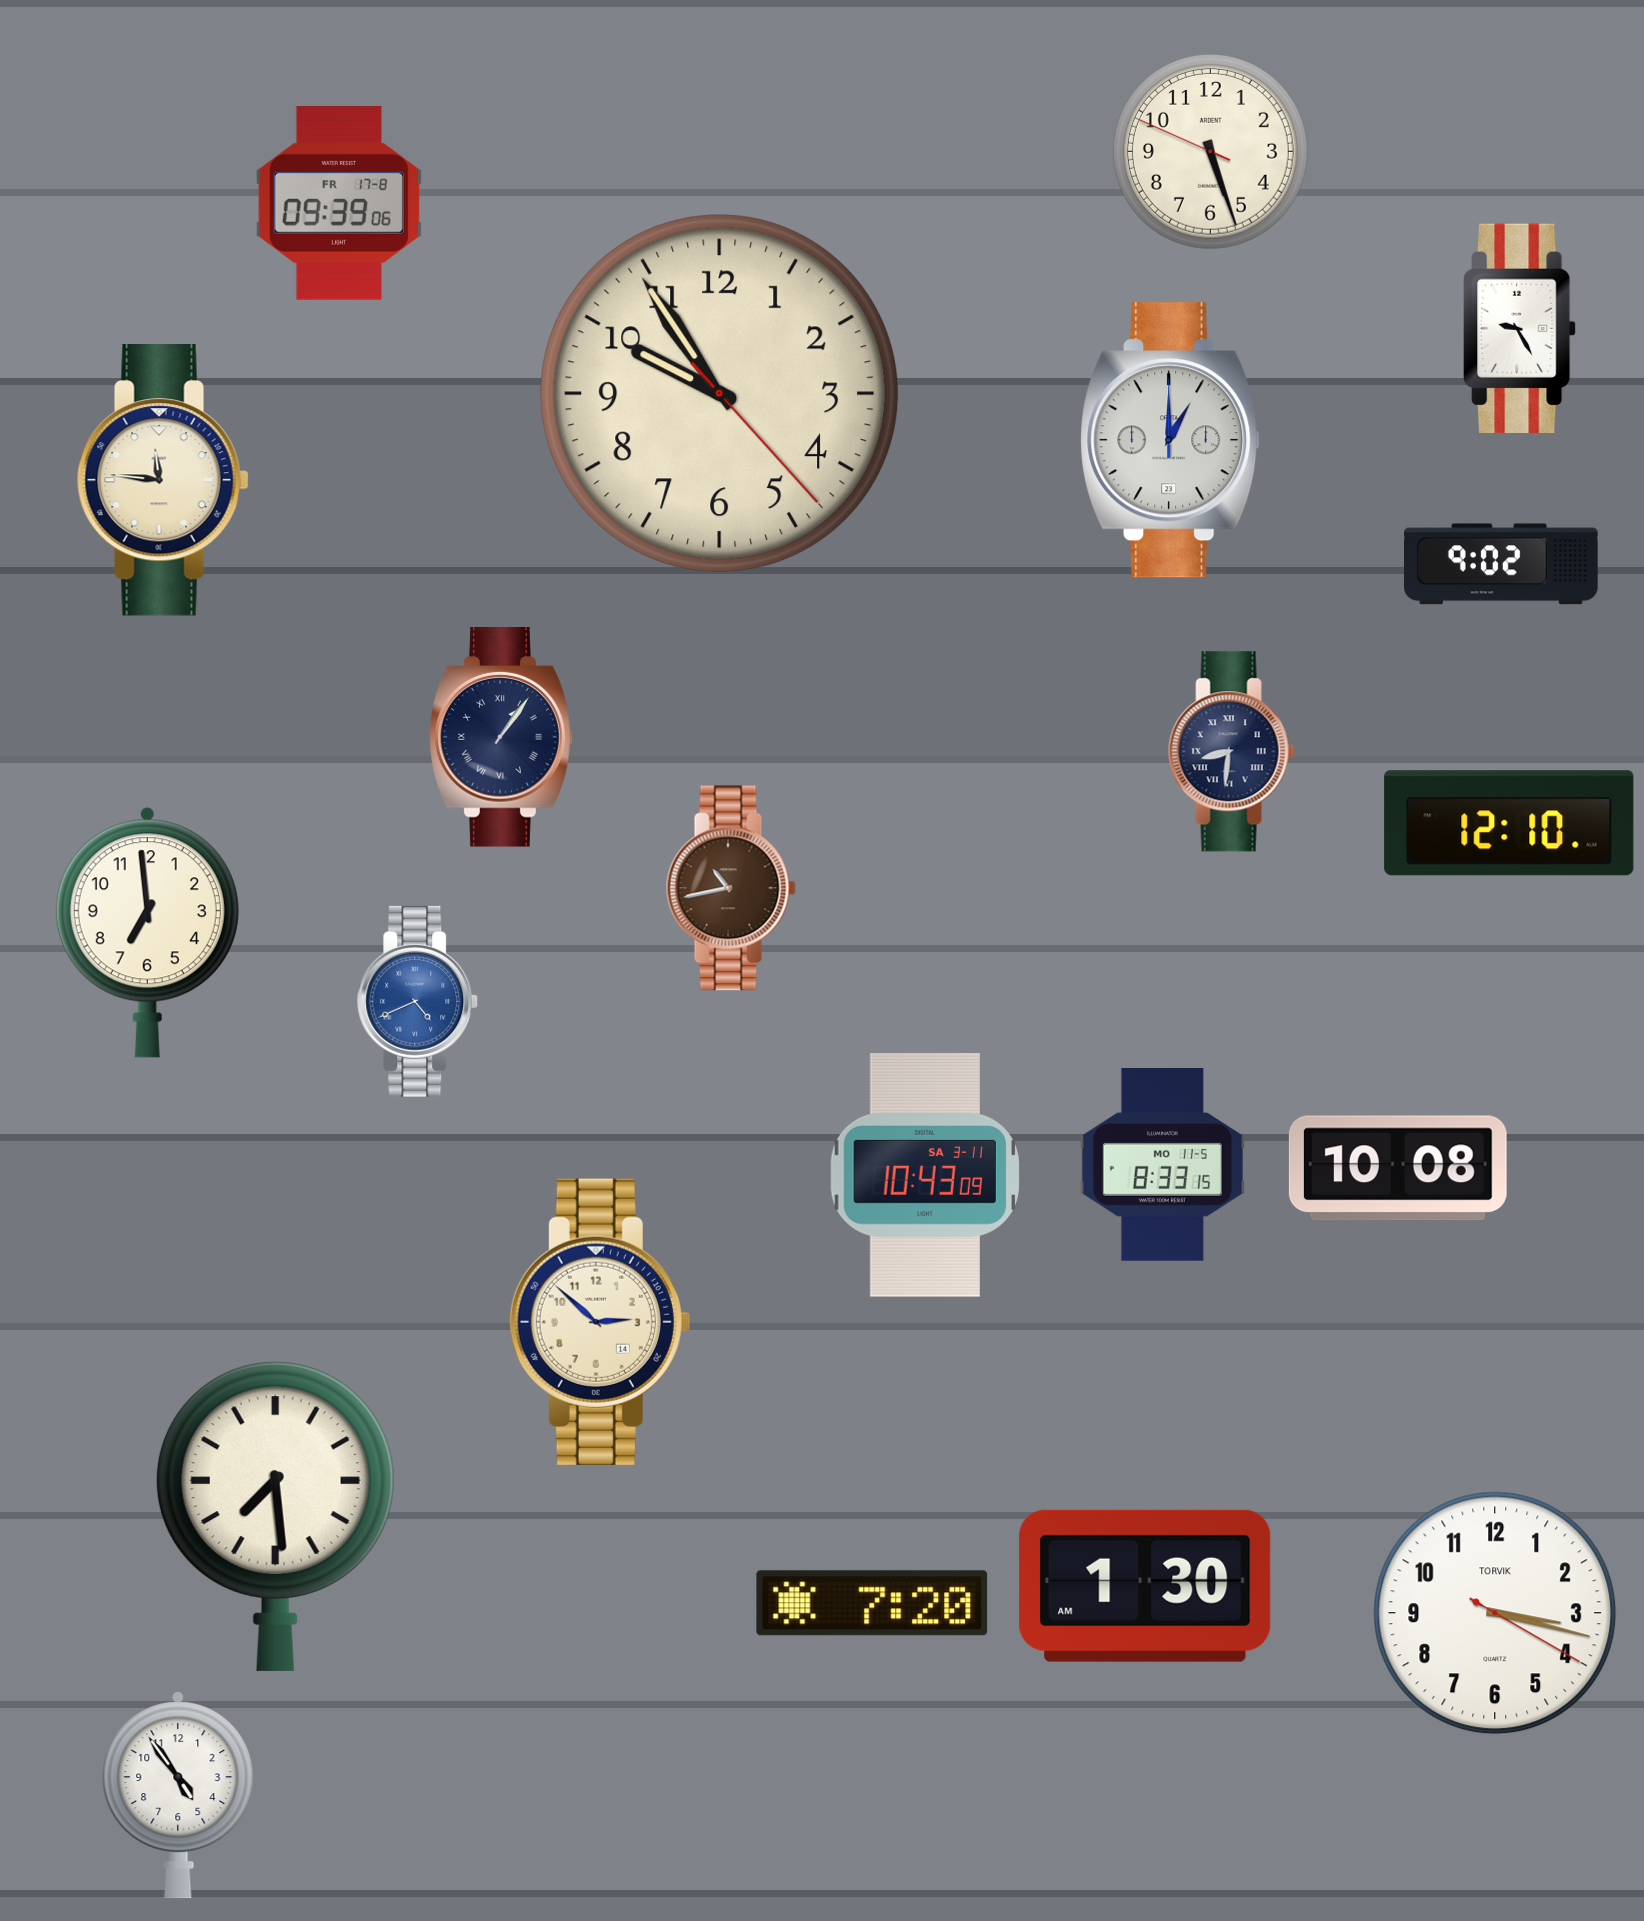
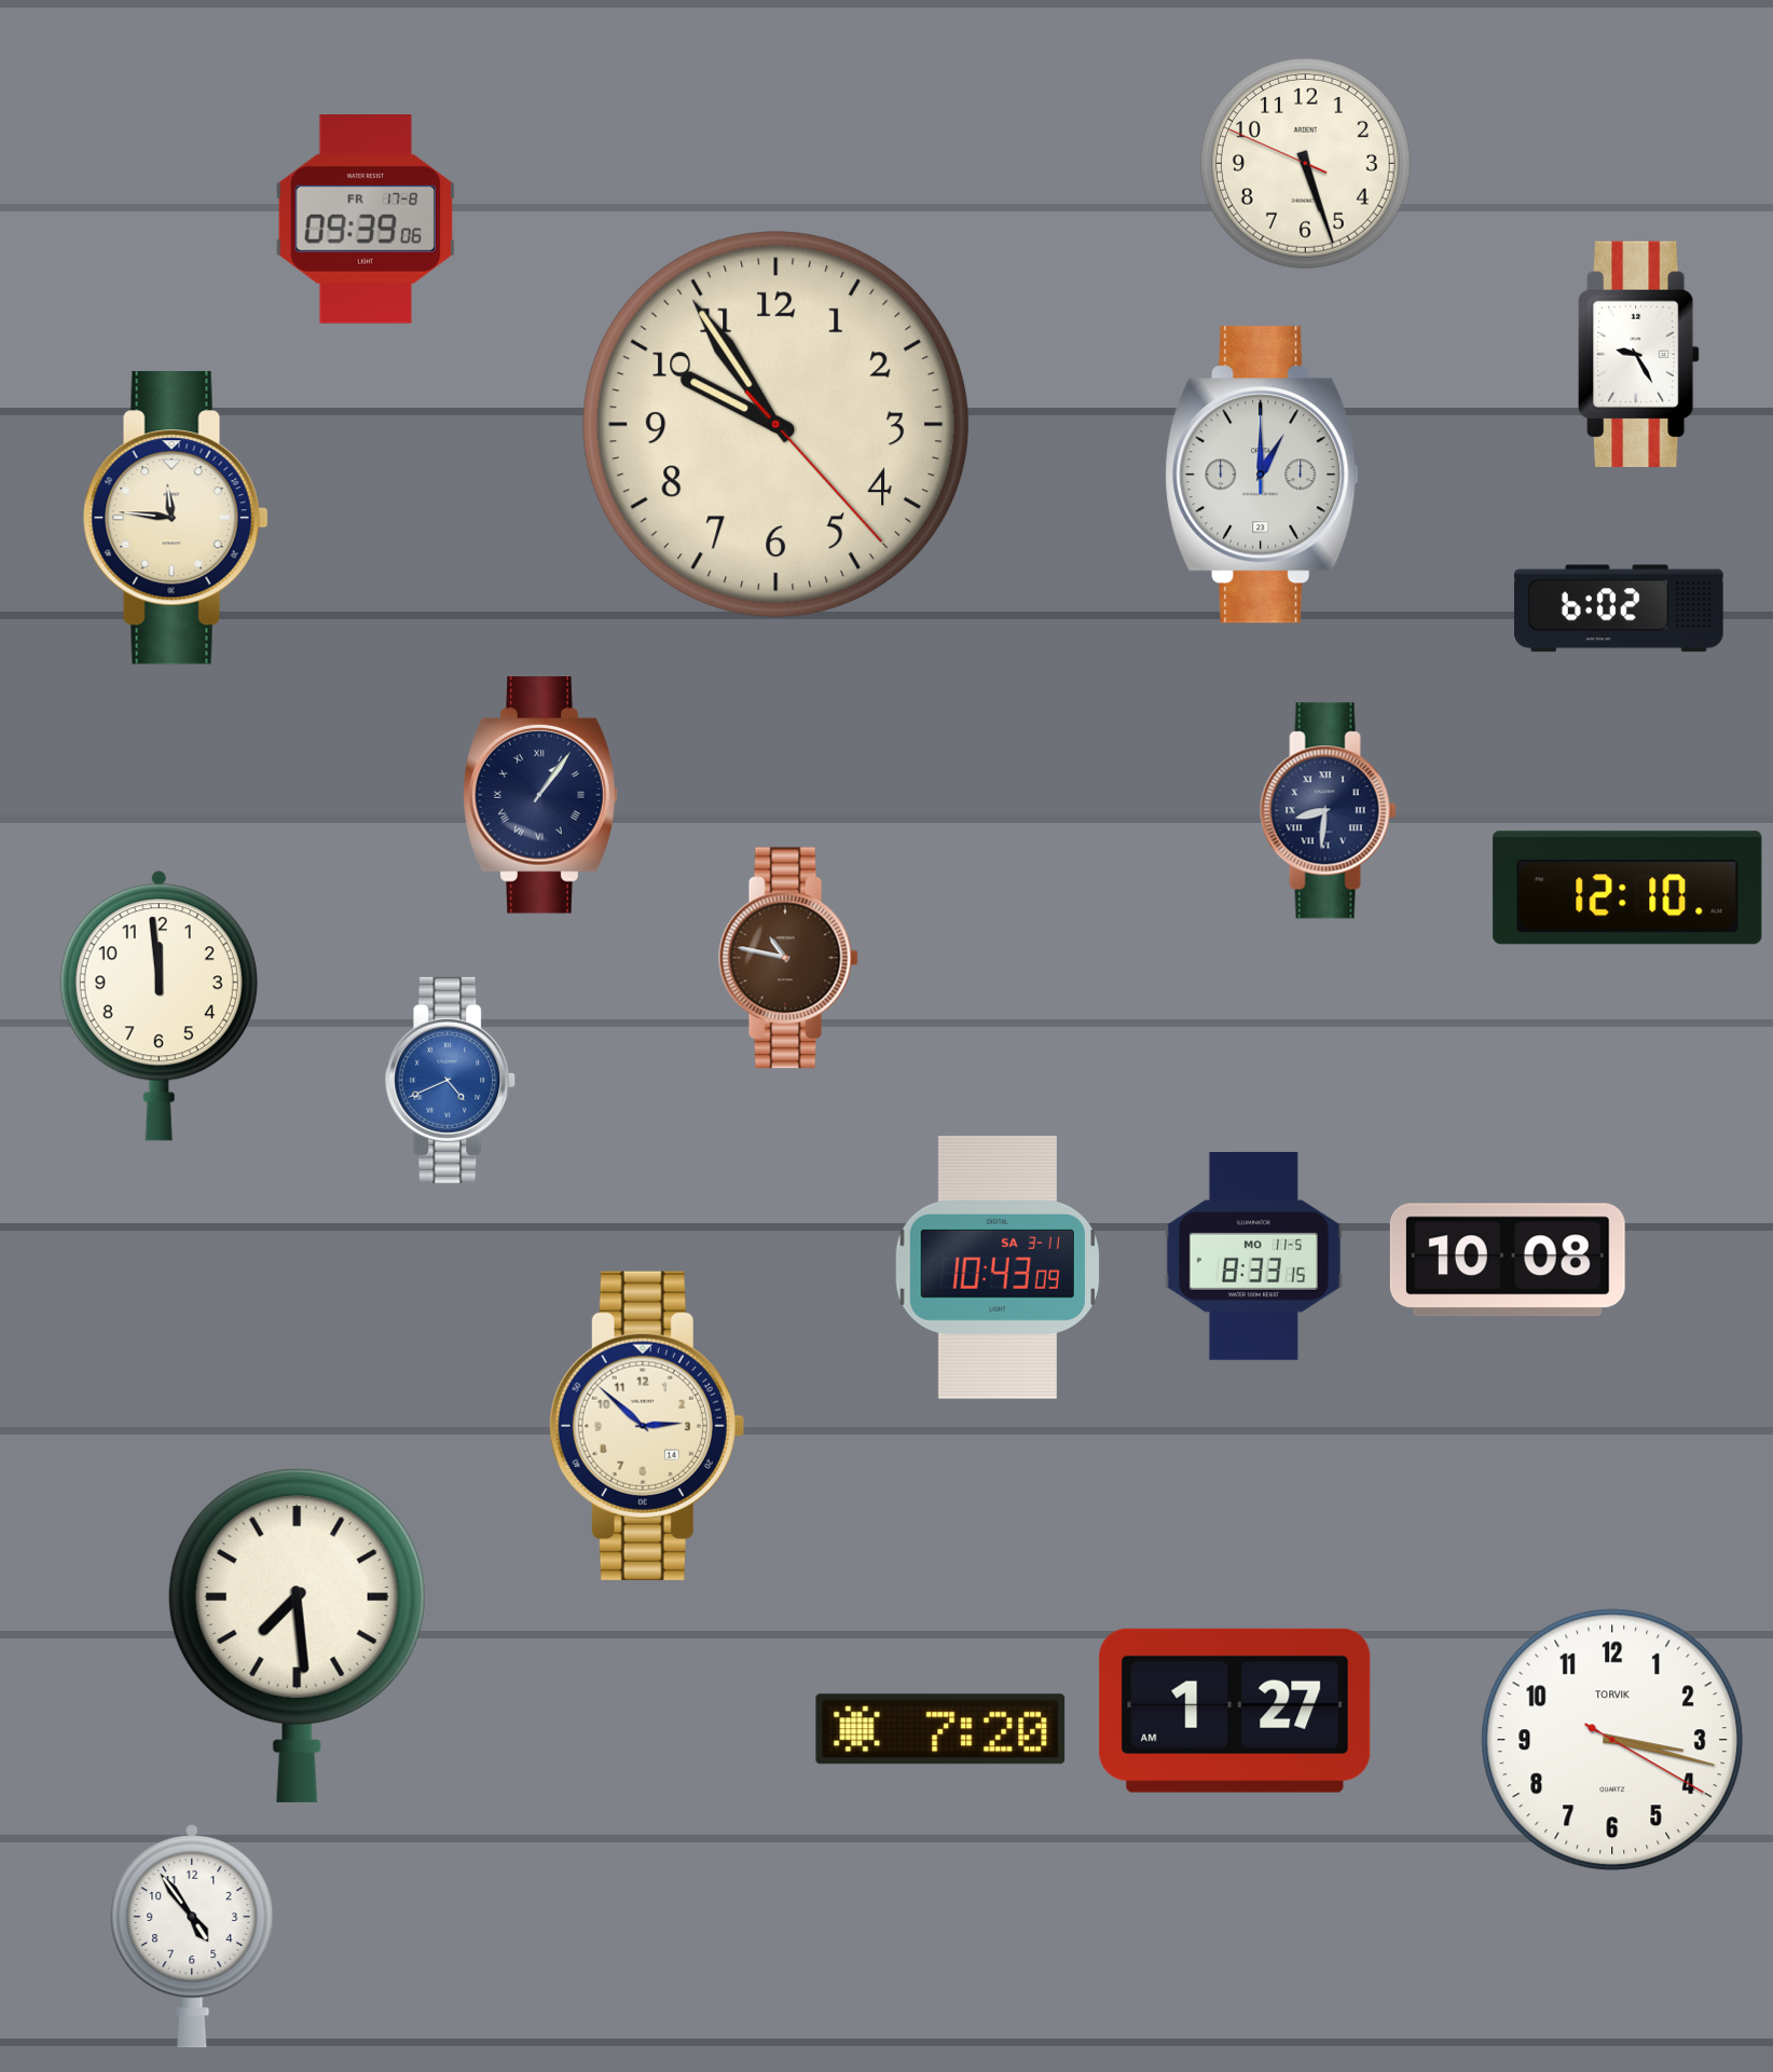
clock at (1502, 564): 9:02 -> 6:02
clock at (731, 888): 10:43 -> 10:47
clock at (147, 932): 6:59 -> 11:59
clock at (1145, 1586): 1:30 -> 1:27
